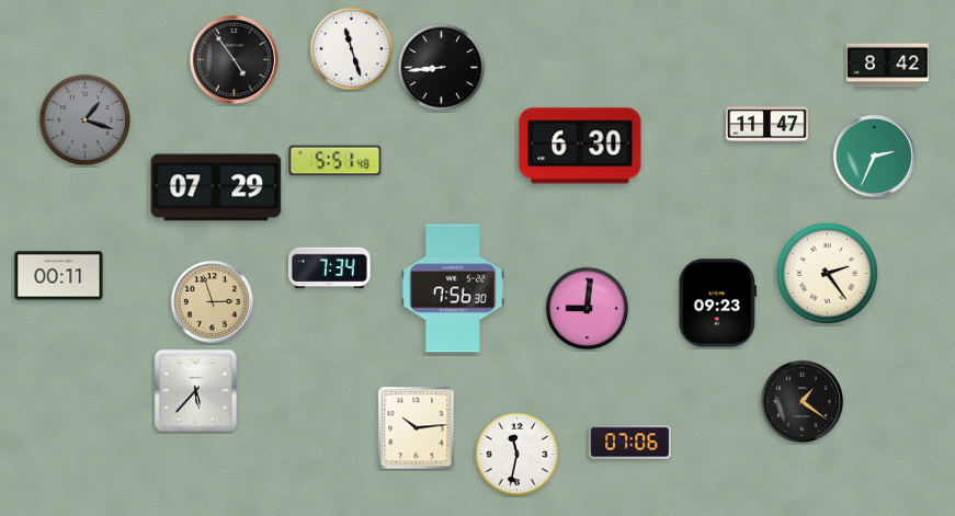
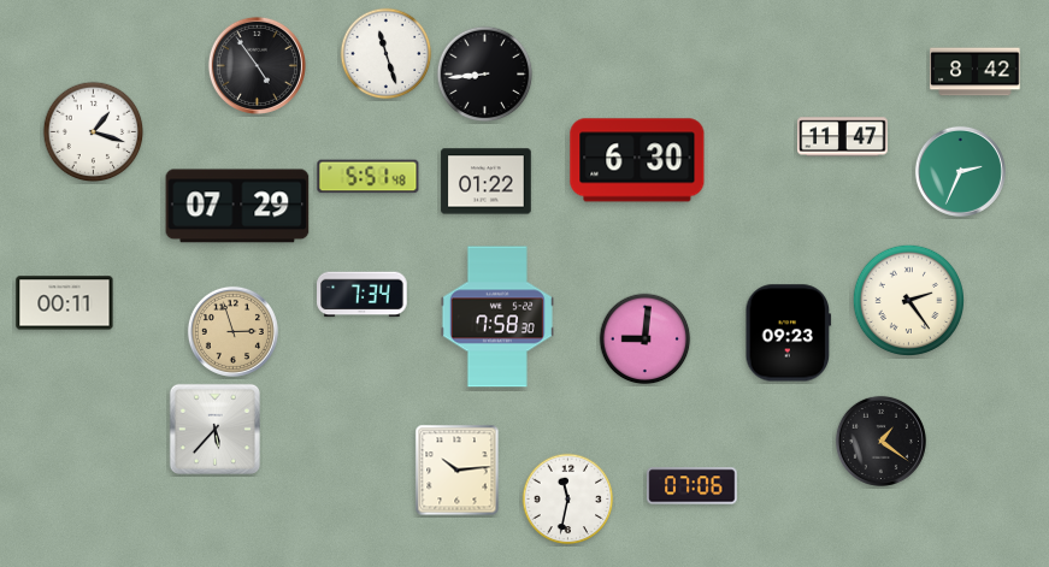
clock at (86, 121) dial: grey -> white
clock at (487, 182): none -> 01:22
clock at (453, 288): 7:56 -> 7:58
